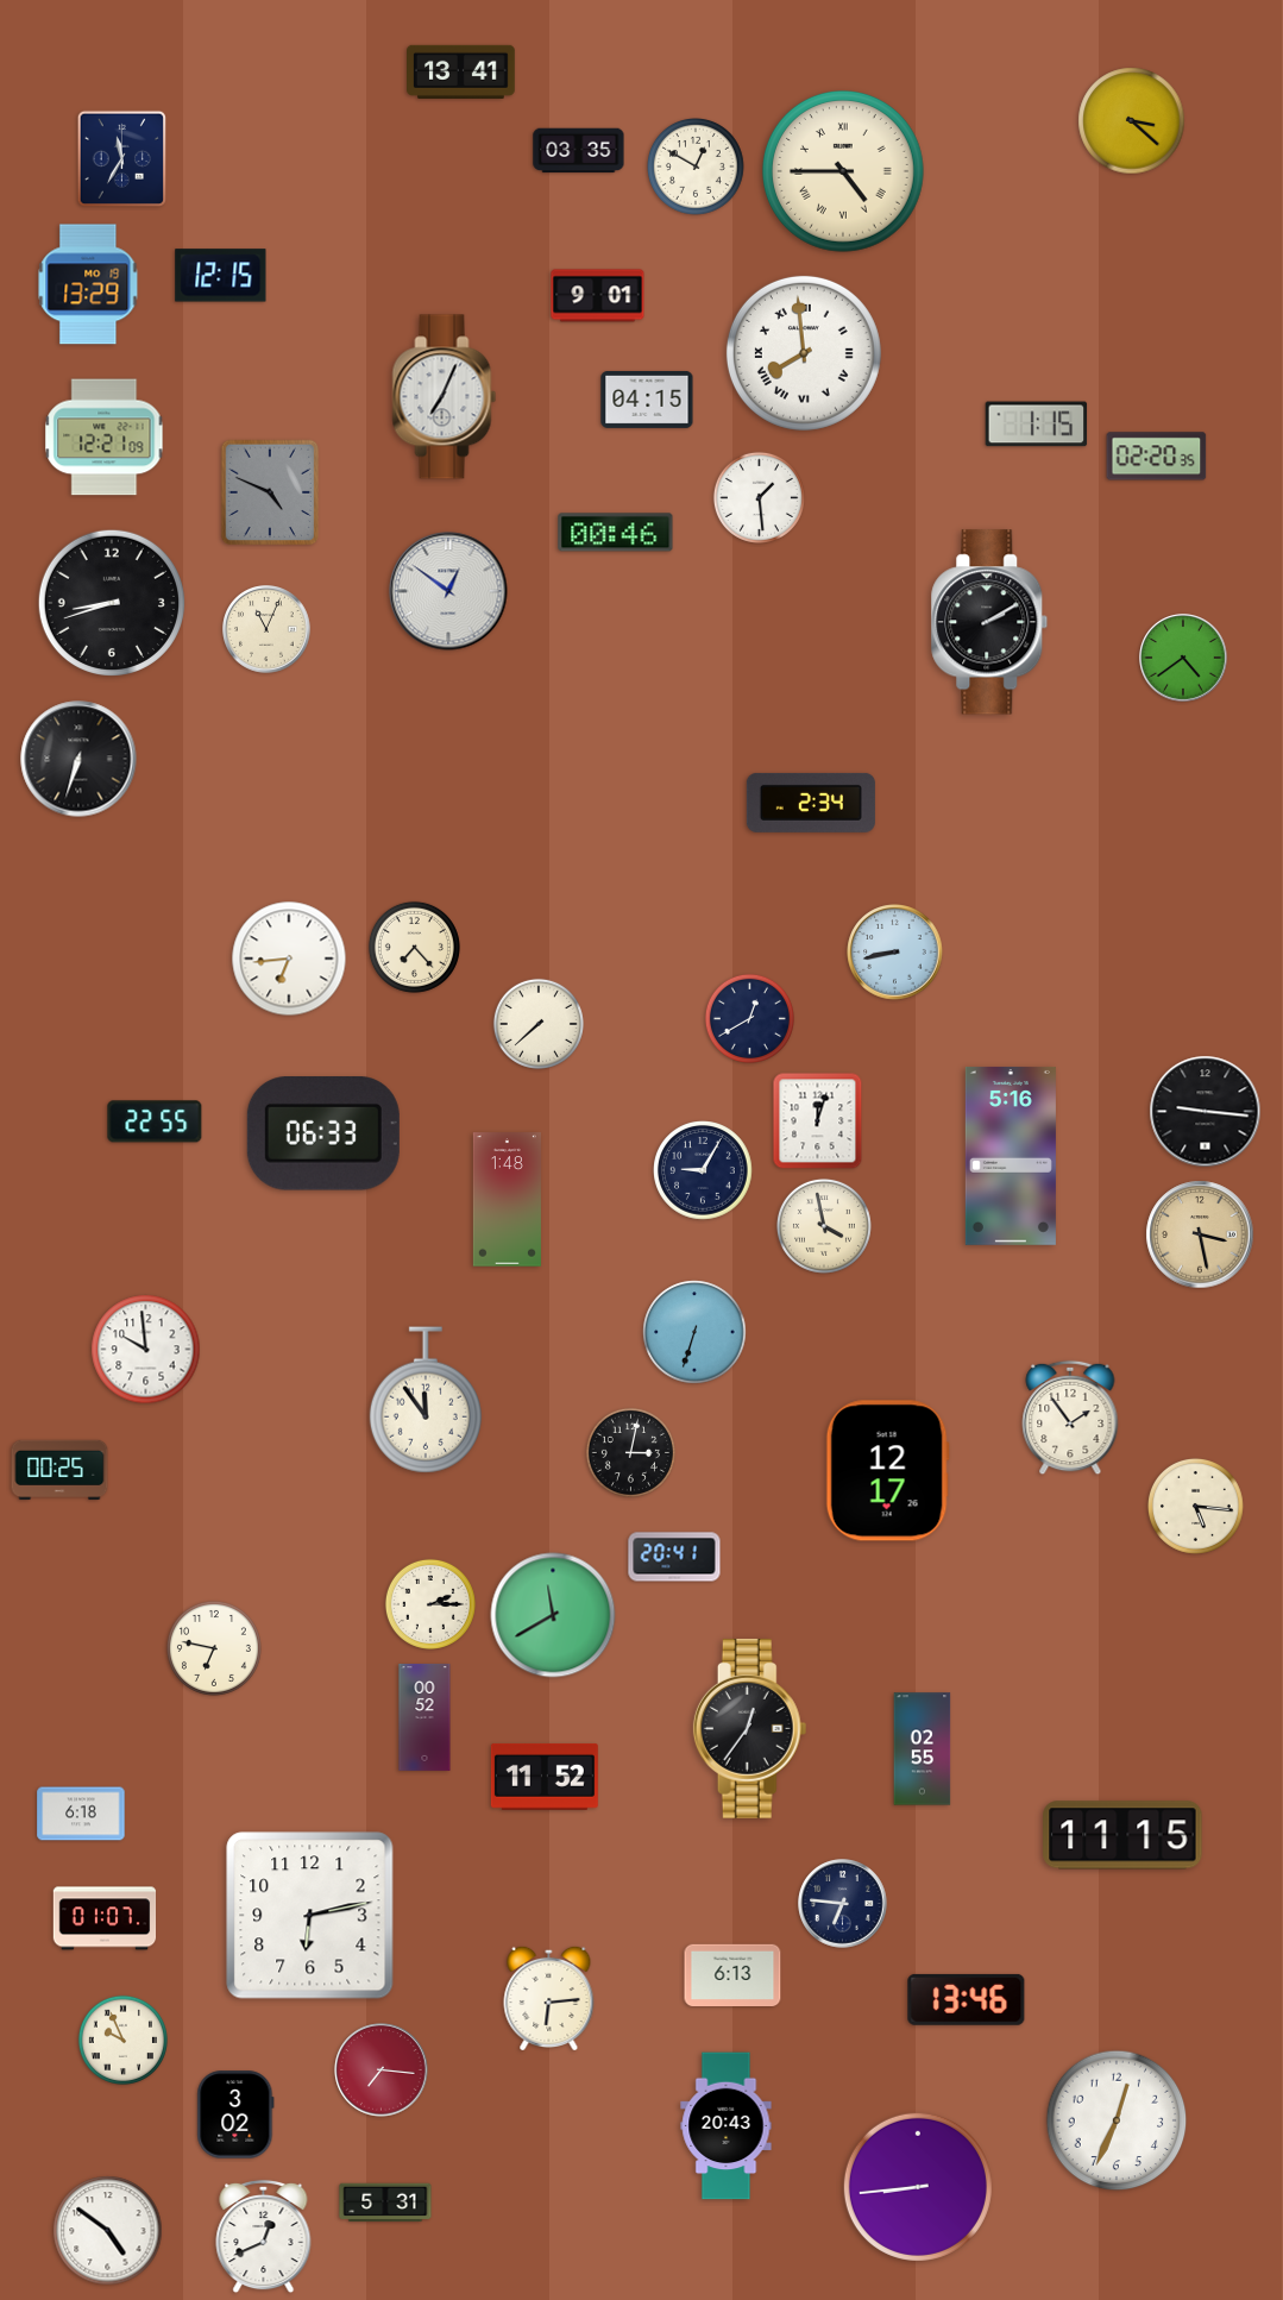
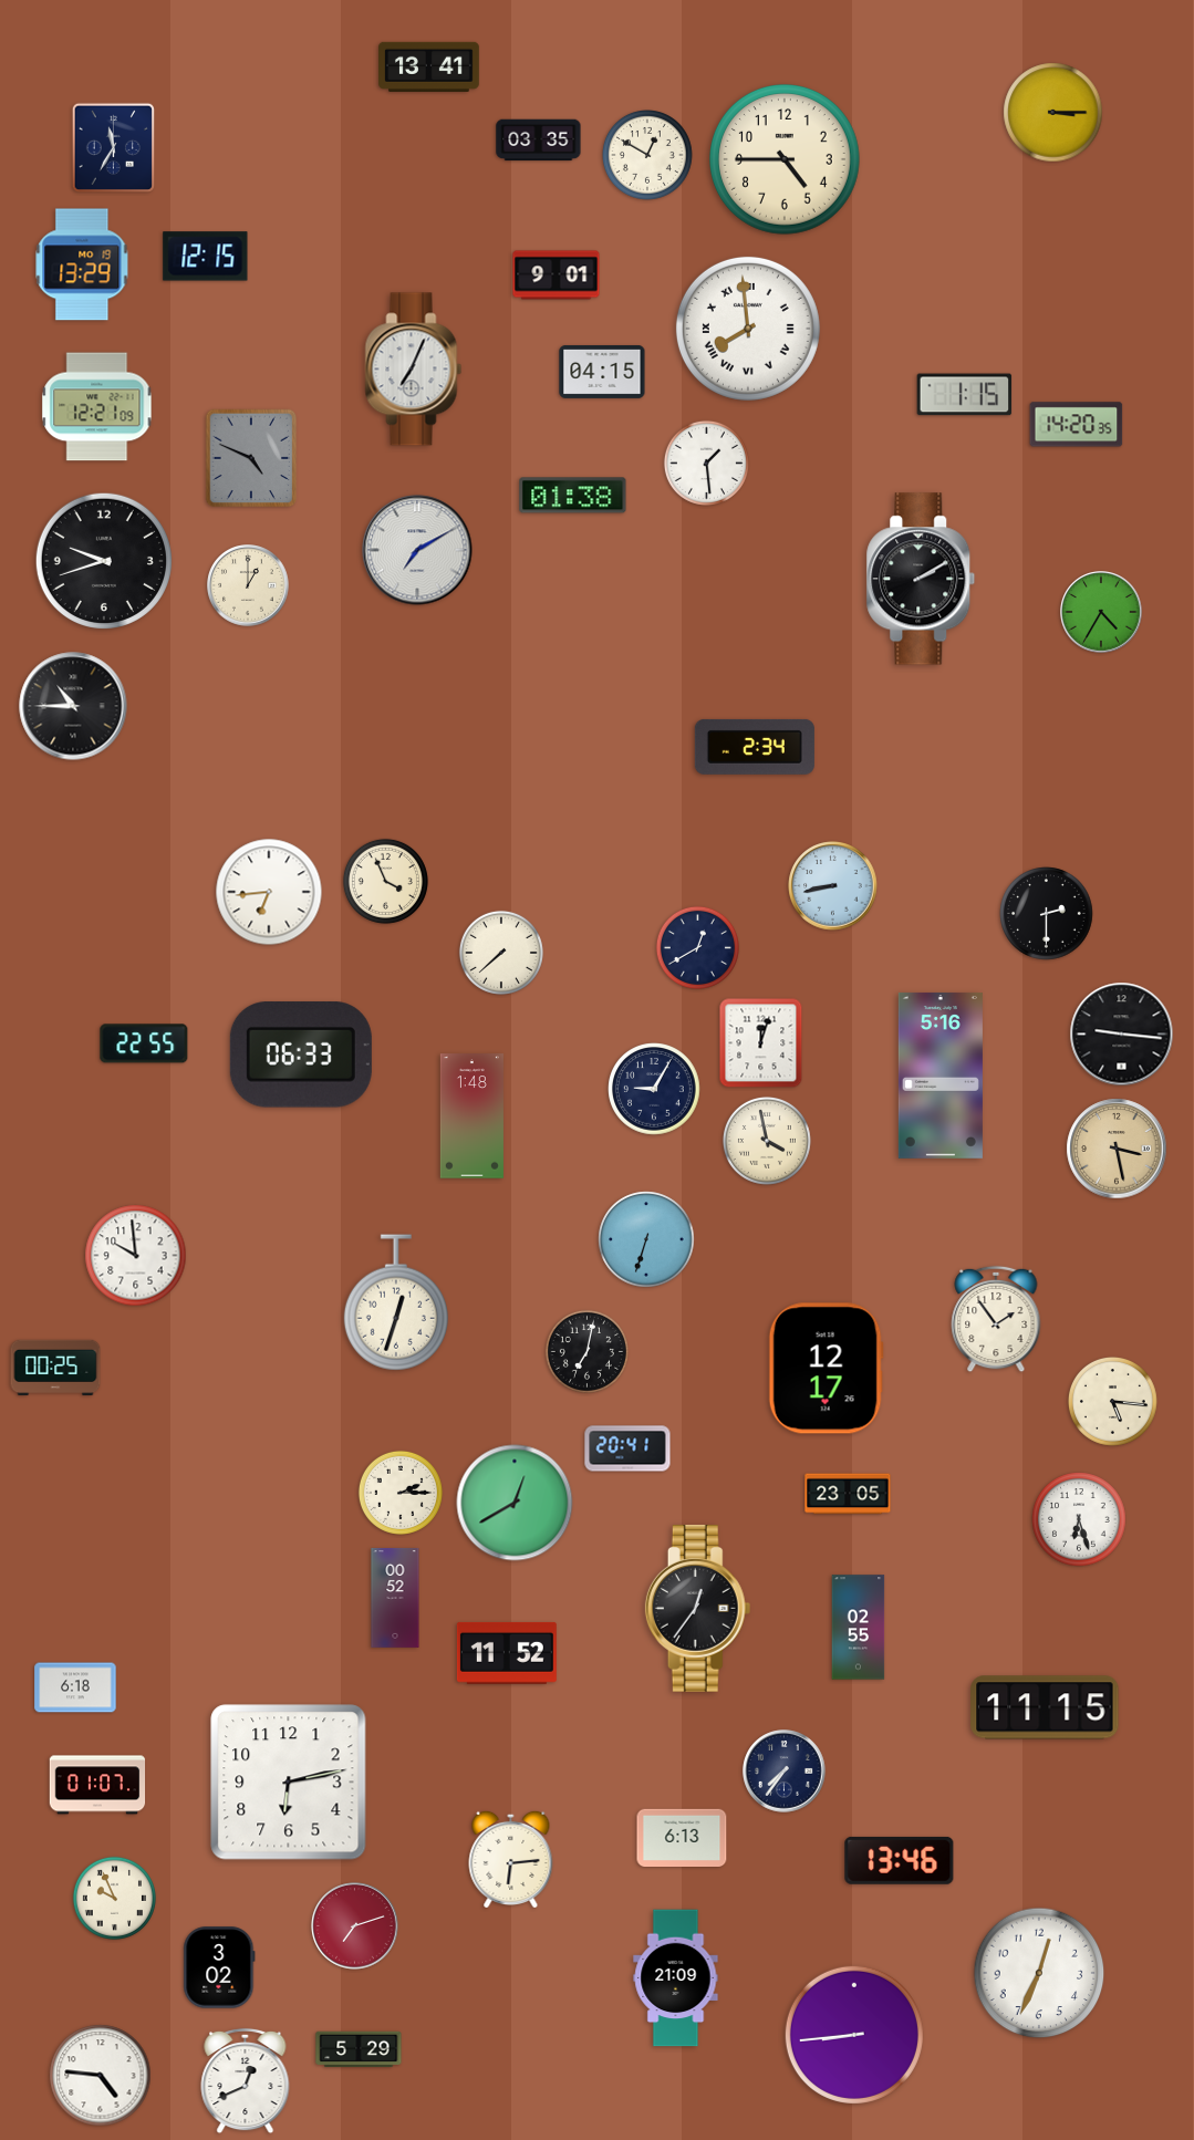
clock at (1132, 121): 3:22 -> 3:15
clock at (844, 172) numerals: Roman -> Arabic
clock at (1157, 457): 02:20 -> 14:20
clock at (616, 533): 00:46 -> 01:38
clock at (448, 591): 12:51 -> 7:10
clock at (112, 603): 8:42 -> 9:42
clock at (266, 629): 11:04 -> 1:00
clock at (1183, 658): 4:39 -> 4:35
clock at (78, 759): 6:33 -> 10:45
clock at (414, 947): 7:23 -> 3:56
clock at (1047, 914): none -> 2:30
clock at (426, 1400): 11:54 -> 12:33
clock at (630, 1452): 3:02 -> 7:02
clock at (848, 1494): none -> 23:05
clock at (553, 1615): 11:40 -> 12:40
clock at (1079, 1519): none -> 6:27
clock at (214, 1648): 6:47 -> none
clock at (843, 1904): 6:46 -> 7:36
clock at (382, 2070): 7:16 -> 7:12
clock at (727, 2126): 20:43 -> 21:09
clock at (385, 2202): 5:31 -> 5:29
clock at (108, 2231): 4:51 -> 4:46
